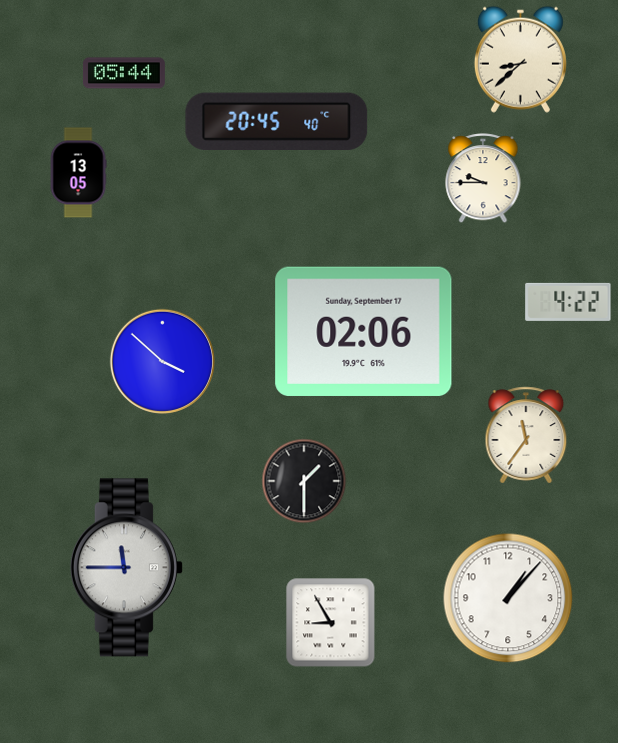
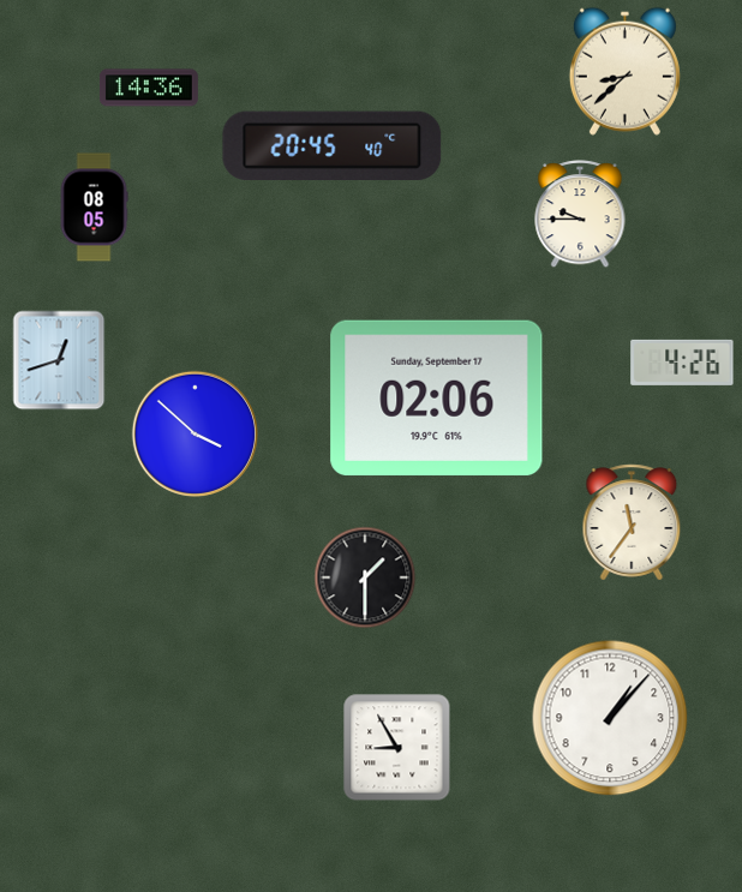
clock at (124, 73): 05:44 -> 14:36
clock at (78, 173): 13:05 -> 08:05
clock at (59, 360): none -> 12:42
clock at (568, 302): 4:22 -> 4:26
clock at (126, 568): 11:45 -> none
